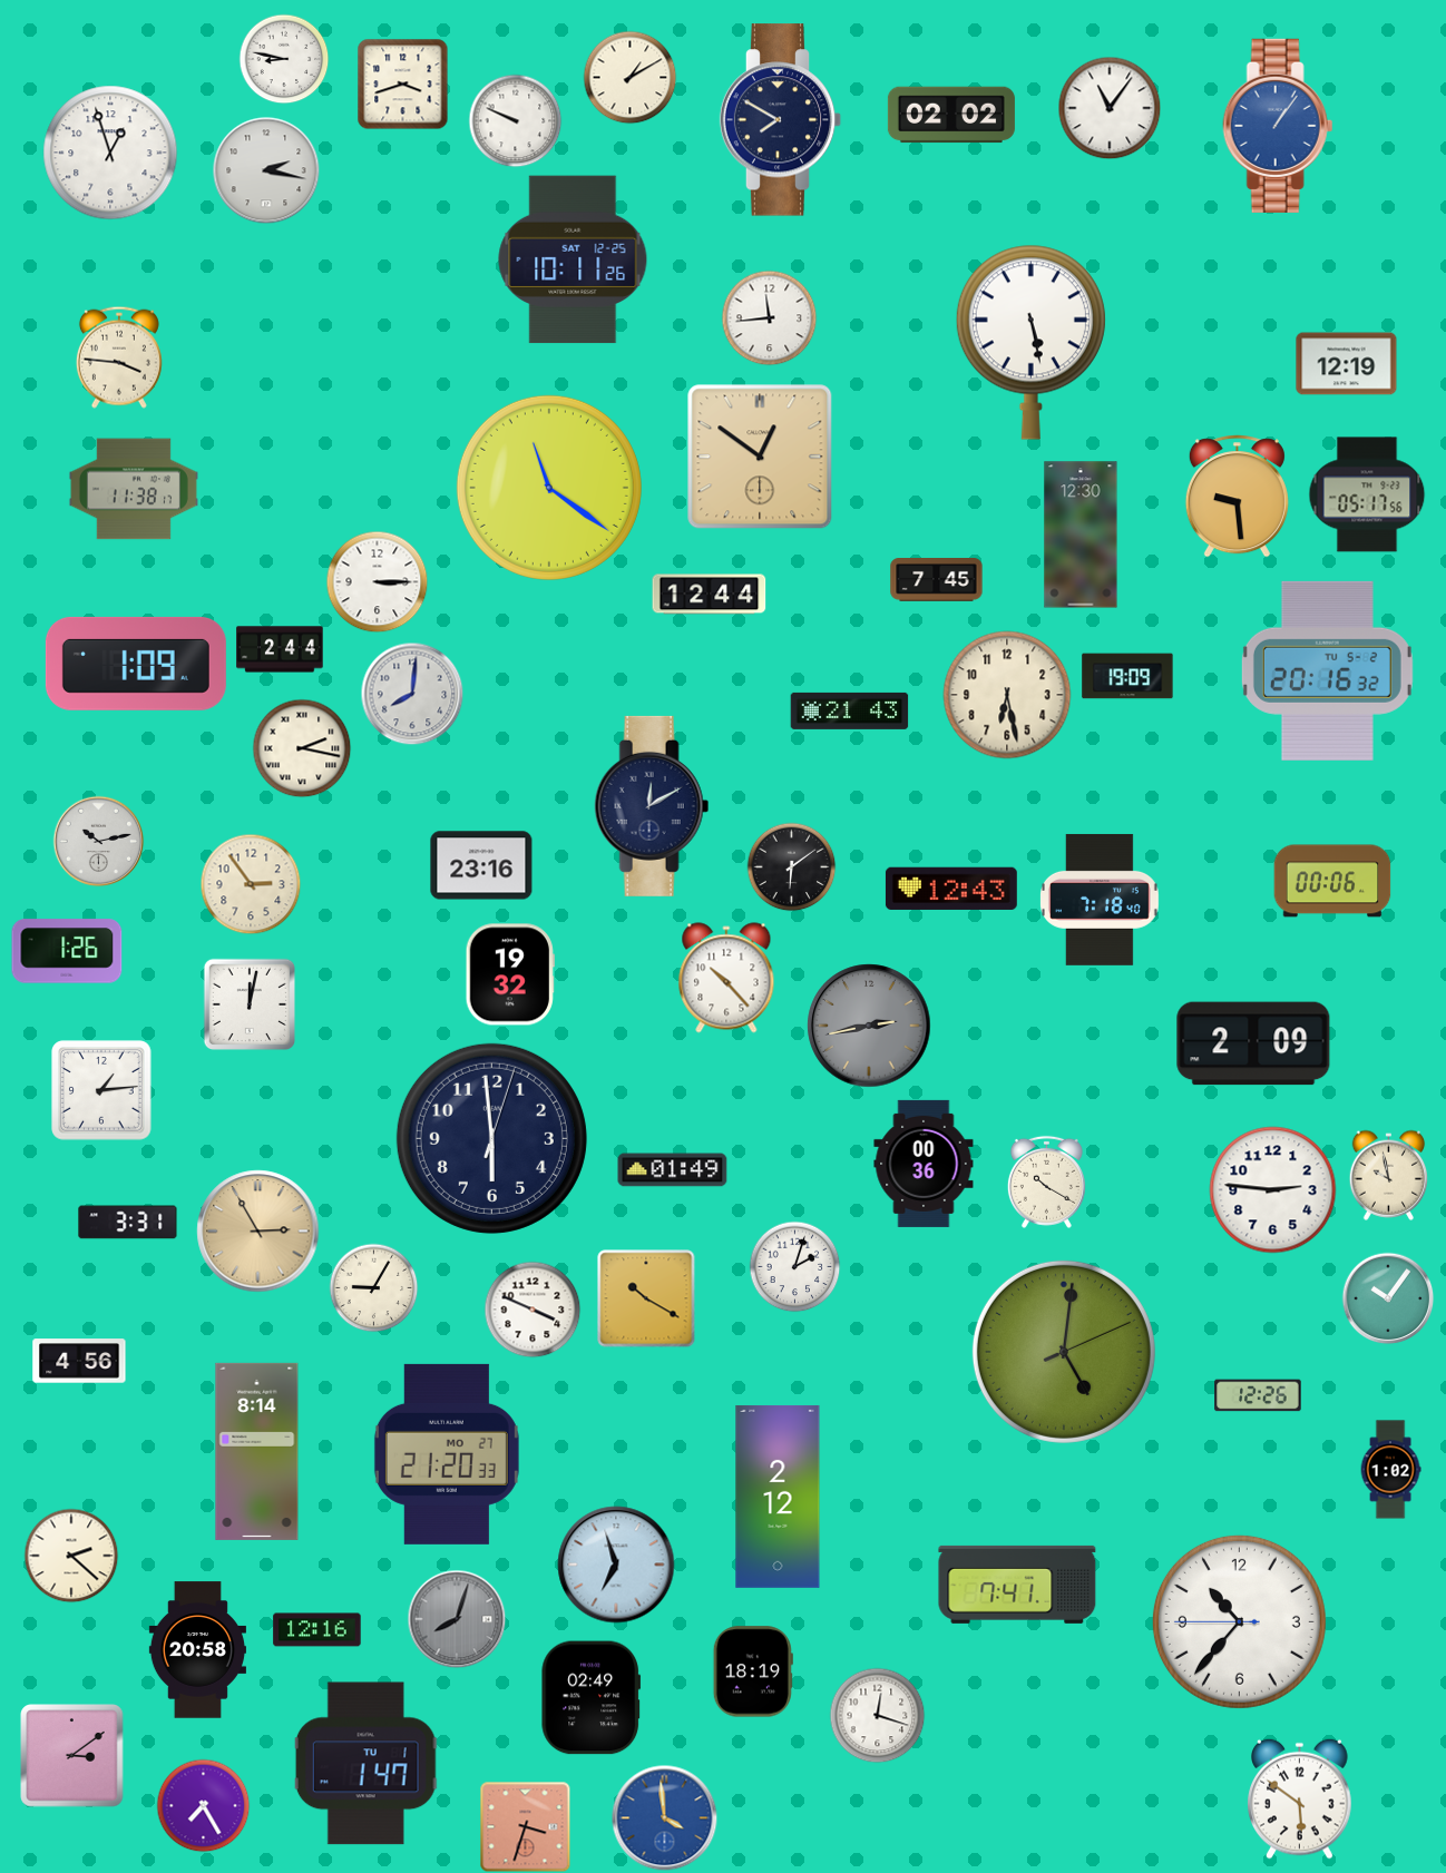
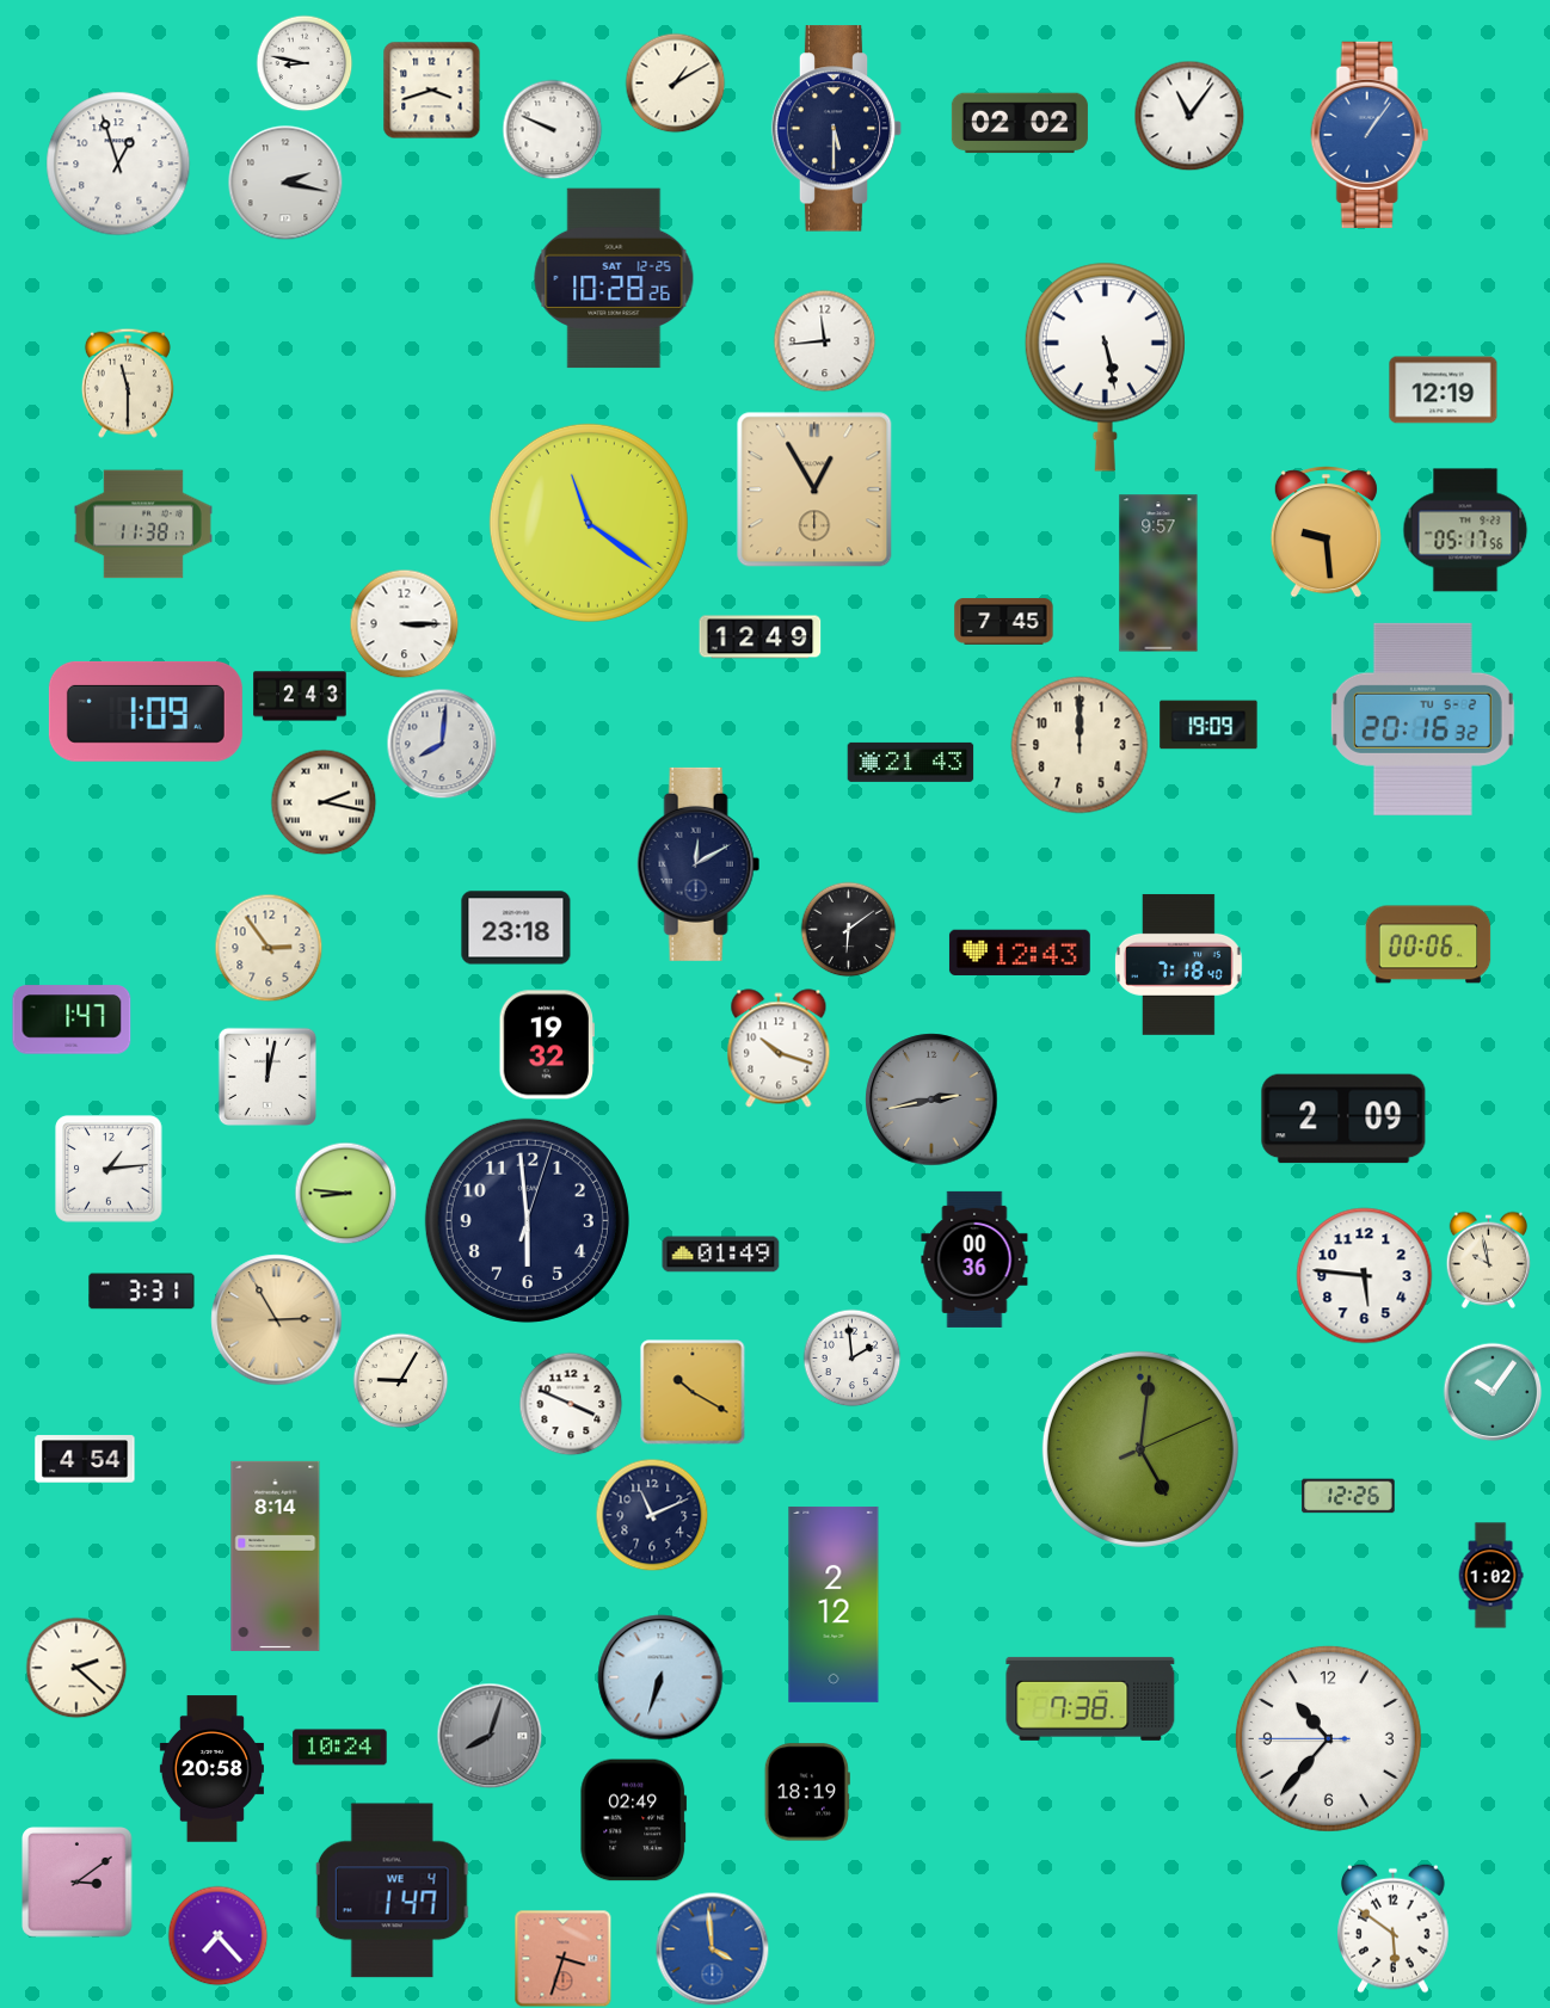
clock at (781, 120): 7:50 -> 5:30
clock at (573, 259): 10:11 -> 10:28
clock at (119, 357): 3:46 -> 11:30
clock at (760, 457): 12:51 -> 12:55
clock at (1081, 535): 12:30 -> 9:57
clock at (710, 595): 12:44 -> 12:49
clock at (280, 649): 2:44 -> 2:43
clock at (1007, 695): 6:28 -> 12:00
clock at (98, 841): 10:13 -> none
clock at (481, 865): 23:16 -> 23:18
clock at (67, 951): 1:26 -> 1:47
clock at (726, 978): 10:23 -> 10:18
clock at (345, 1193): none -> 8:46
clock at (924, 1164) position: (924, 1164) -> (974, 1259)
clock at (1046, 1181): 10:20 -> none
clock at (1273, 1190): 2:46 -> 5:46
clock at (128, 1223) position: (128, 1223) -> (142, 1292)
clock at (794, 1266): 2:03 -> 1:59
clock at (1388, 1298) position: (1388, 1298) -> (1493, 1392)
clock at (79, 1361): 4:56 -> 4:54
clock at (652, 1515): none -> 11:11
clock at (447, 1454): 21:20 -> none
clock at (616, 1565): 6:57 -> 6:33
clock at (1017, 1585): 7:41 -> 7:38
clock at (317, 1630): 12:16 -> 10:24
clock at (877, 1715): 12:18 -> none
clock at (367, 1764) date: TU 1 -> WE 4
clock at (203, 1805): 7:25 -> 7:23
